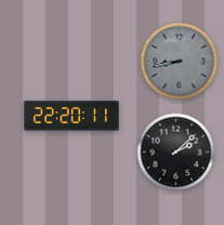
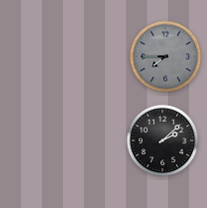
clock at (180, 62): 8:43 -> 7:45
clock at (71, 116): 22:20 -> none
